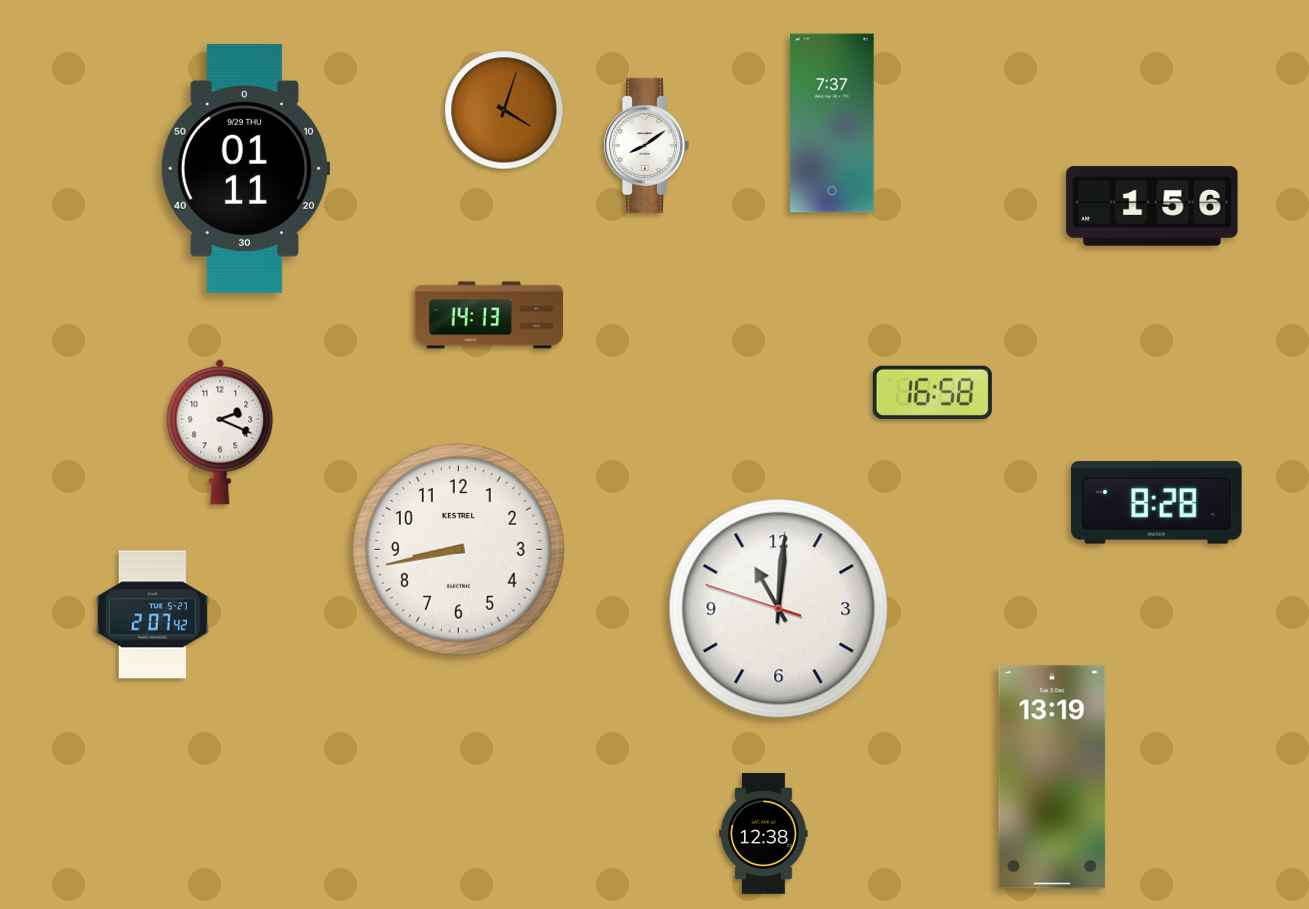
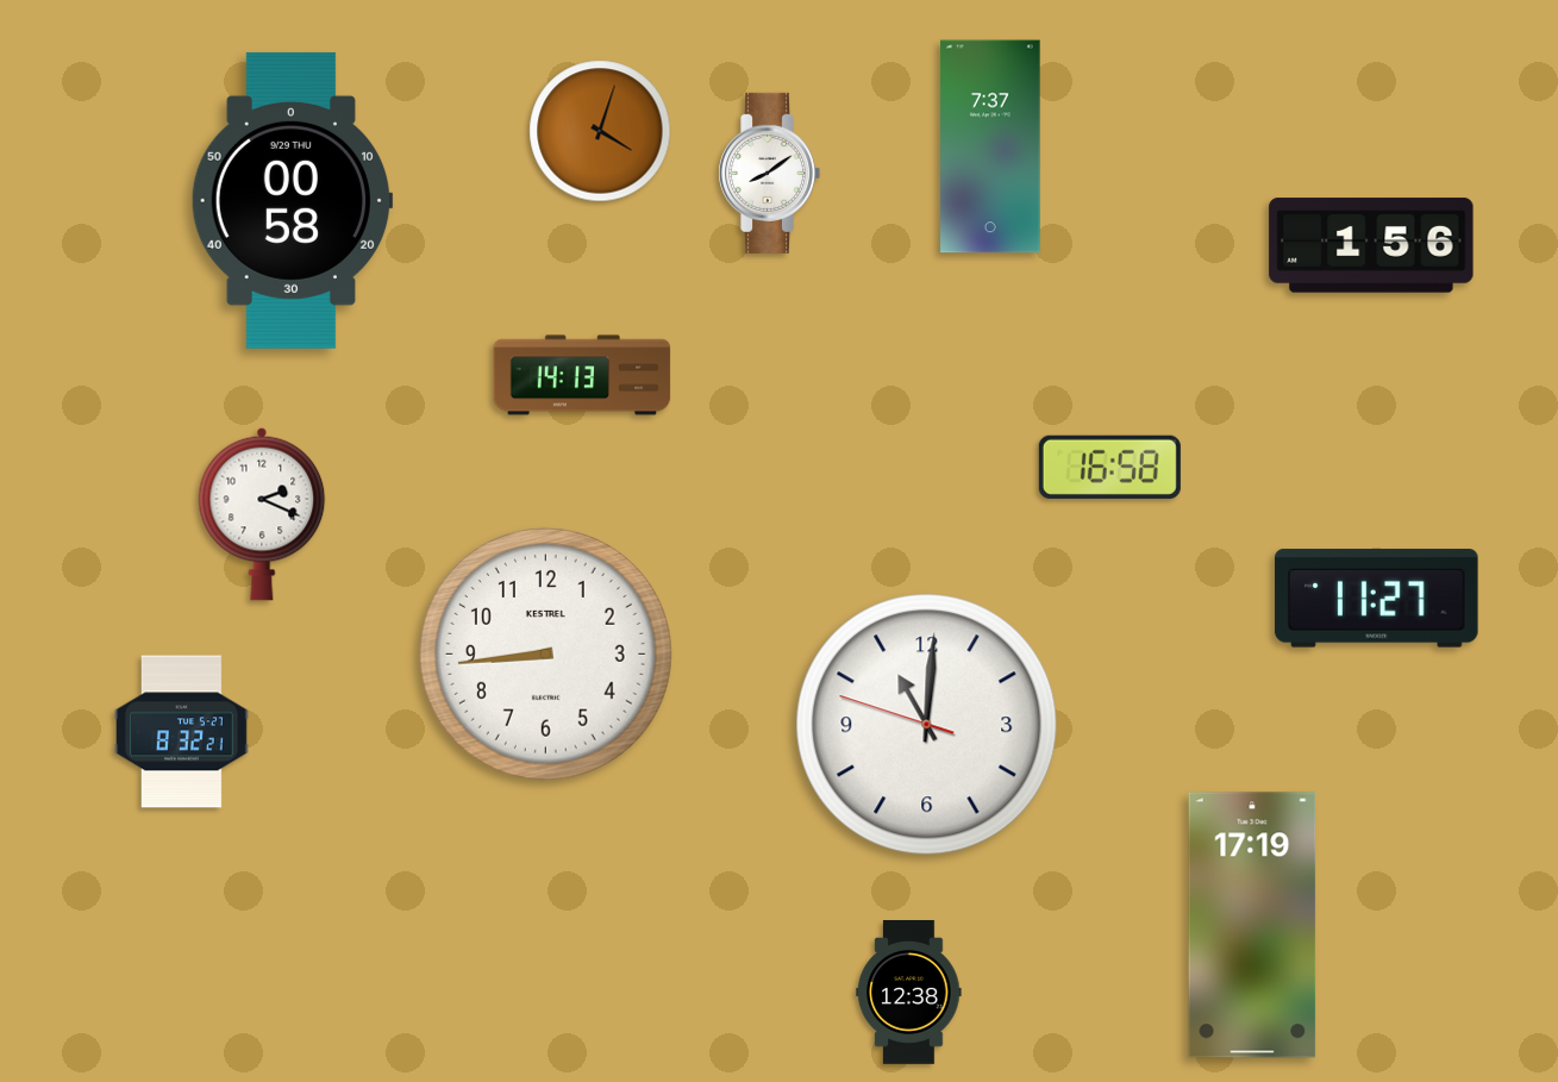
clock at (245, 168): 01:11 -> 00:58
clock at (1157, 503): 8:28 -> 11:27
clock at (459, 550): 8:43 -> 8:44
clock at (152, 615): 2:07 -> 8:32
clock at (1052, 777): 13:19 -> 17:19
